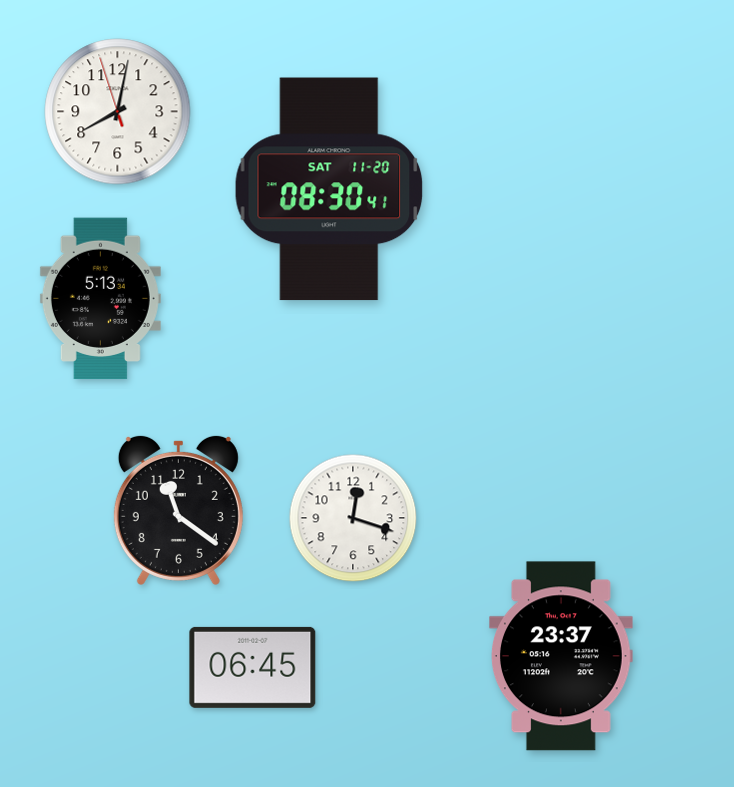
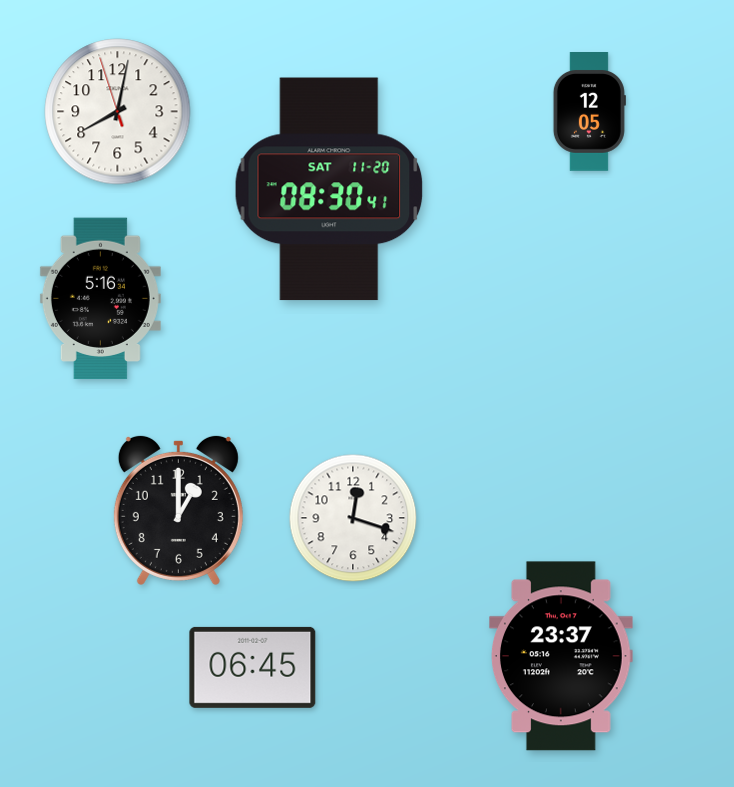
clock at (589, 112): none -> 12:05
clock at (100, 299): 5:13 -> 5:16
clock at (178, 510): 11:21 -> 1:00
